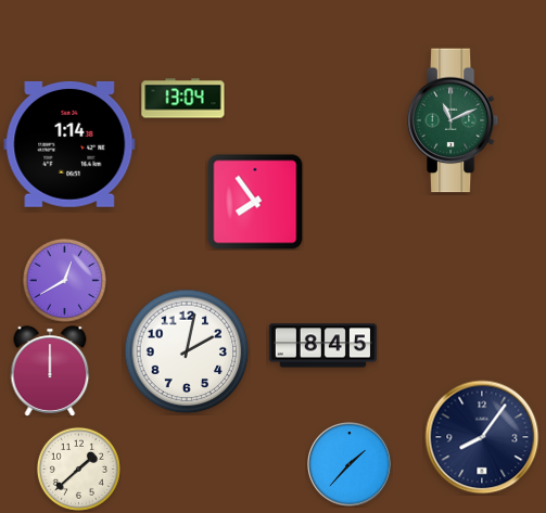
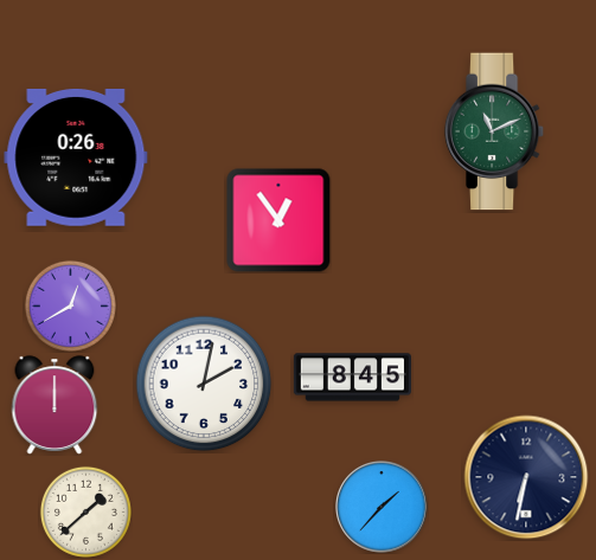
clock at (183, 99): 13:04 -> none
clock at (69, 144): 1:14 -> 0:26
clock at (255, 202): 7:54 -> 12:54
clock at (482, 437): 8:06 -> 6:32
